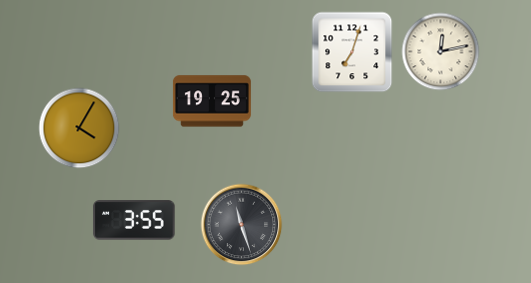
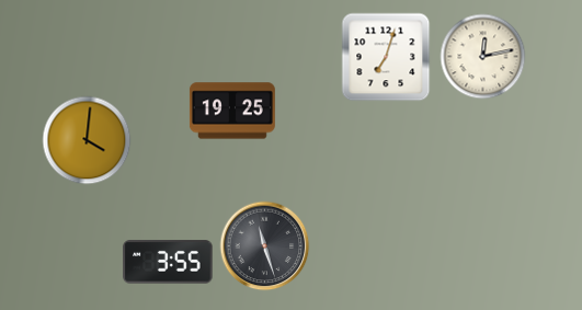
clock at (79, 128): 4:05 -> 4:01
clock at (134, 220) position: (134, 220) -> (168, 262)
